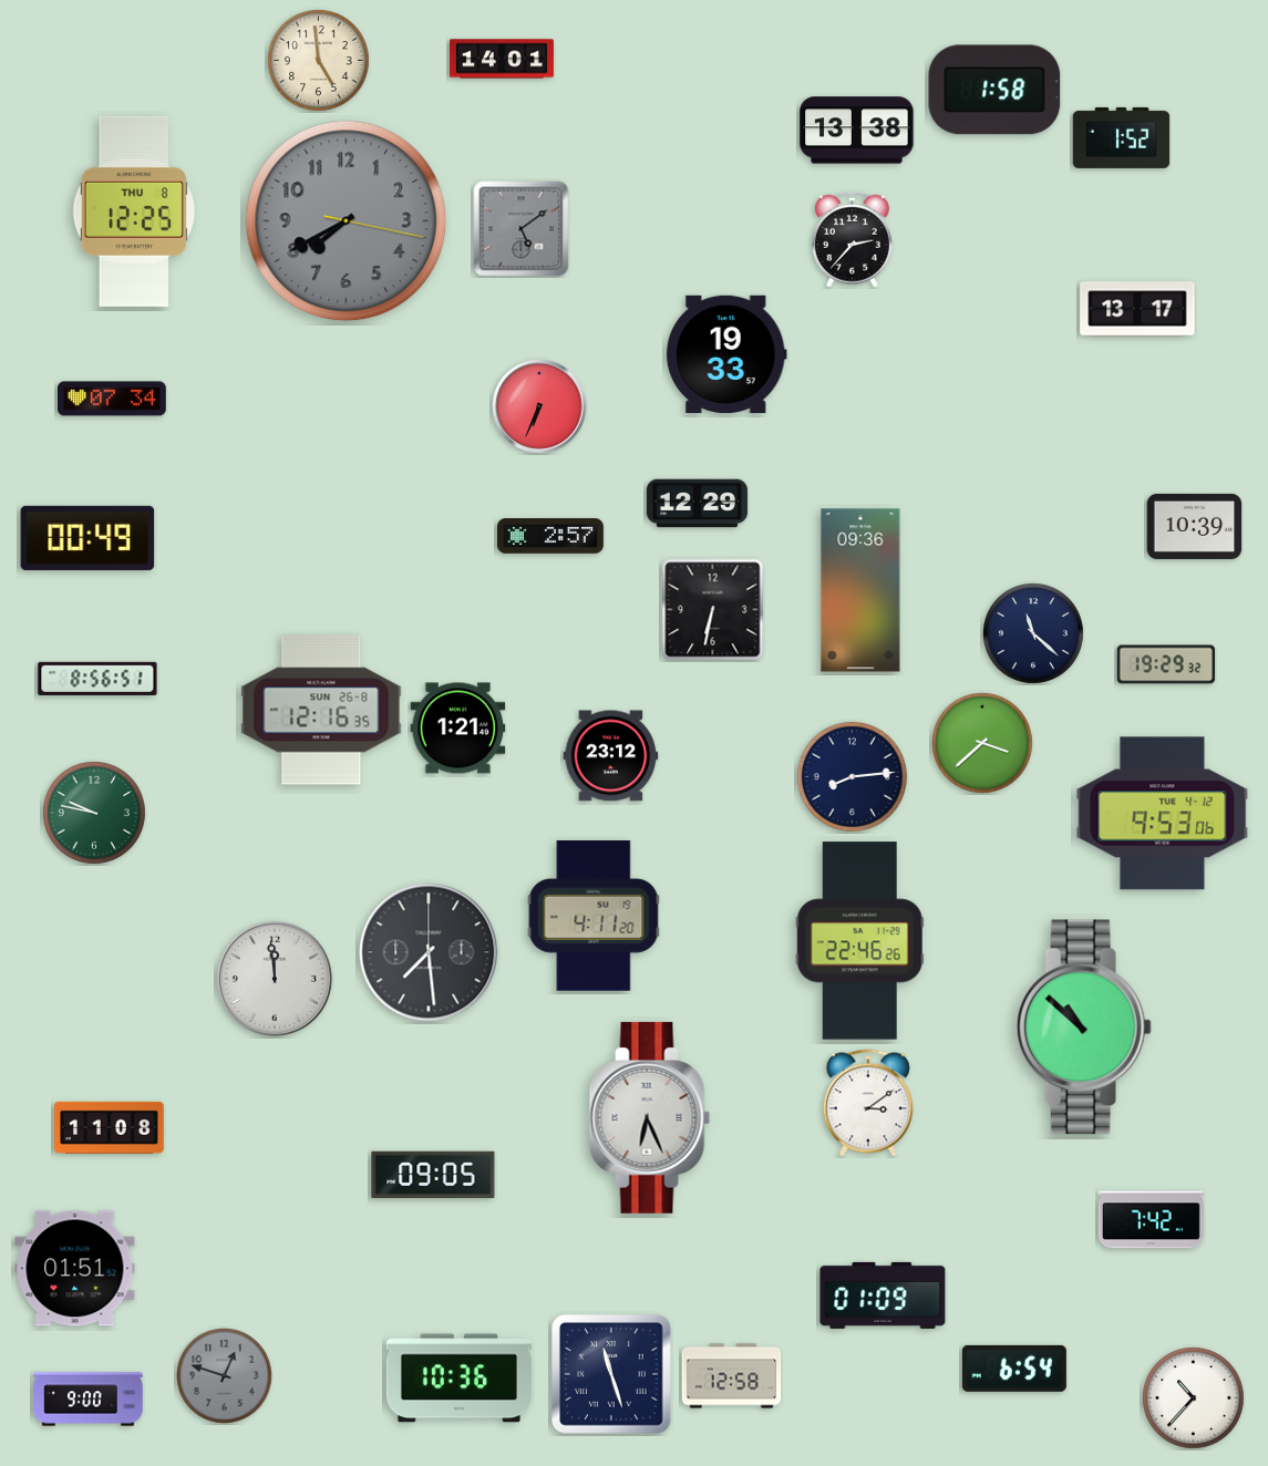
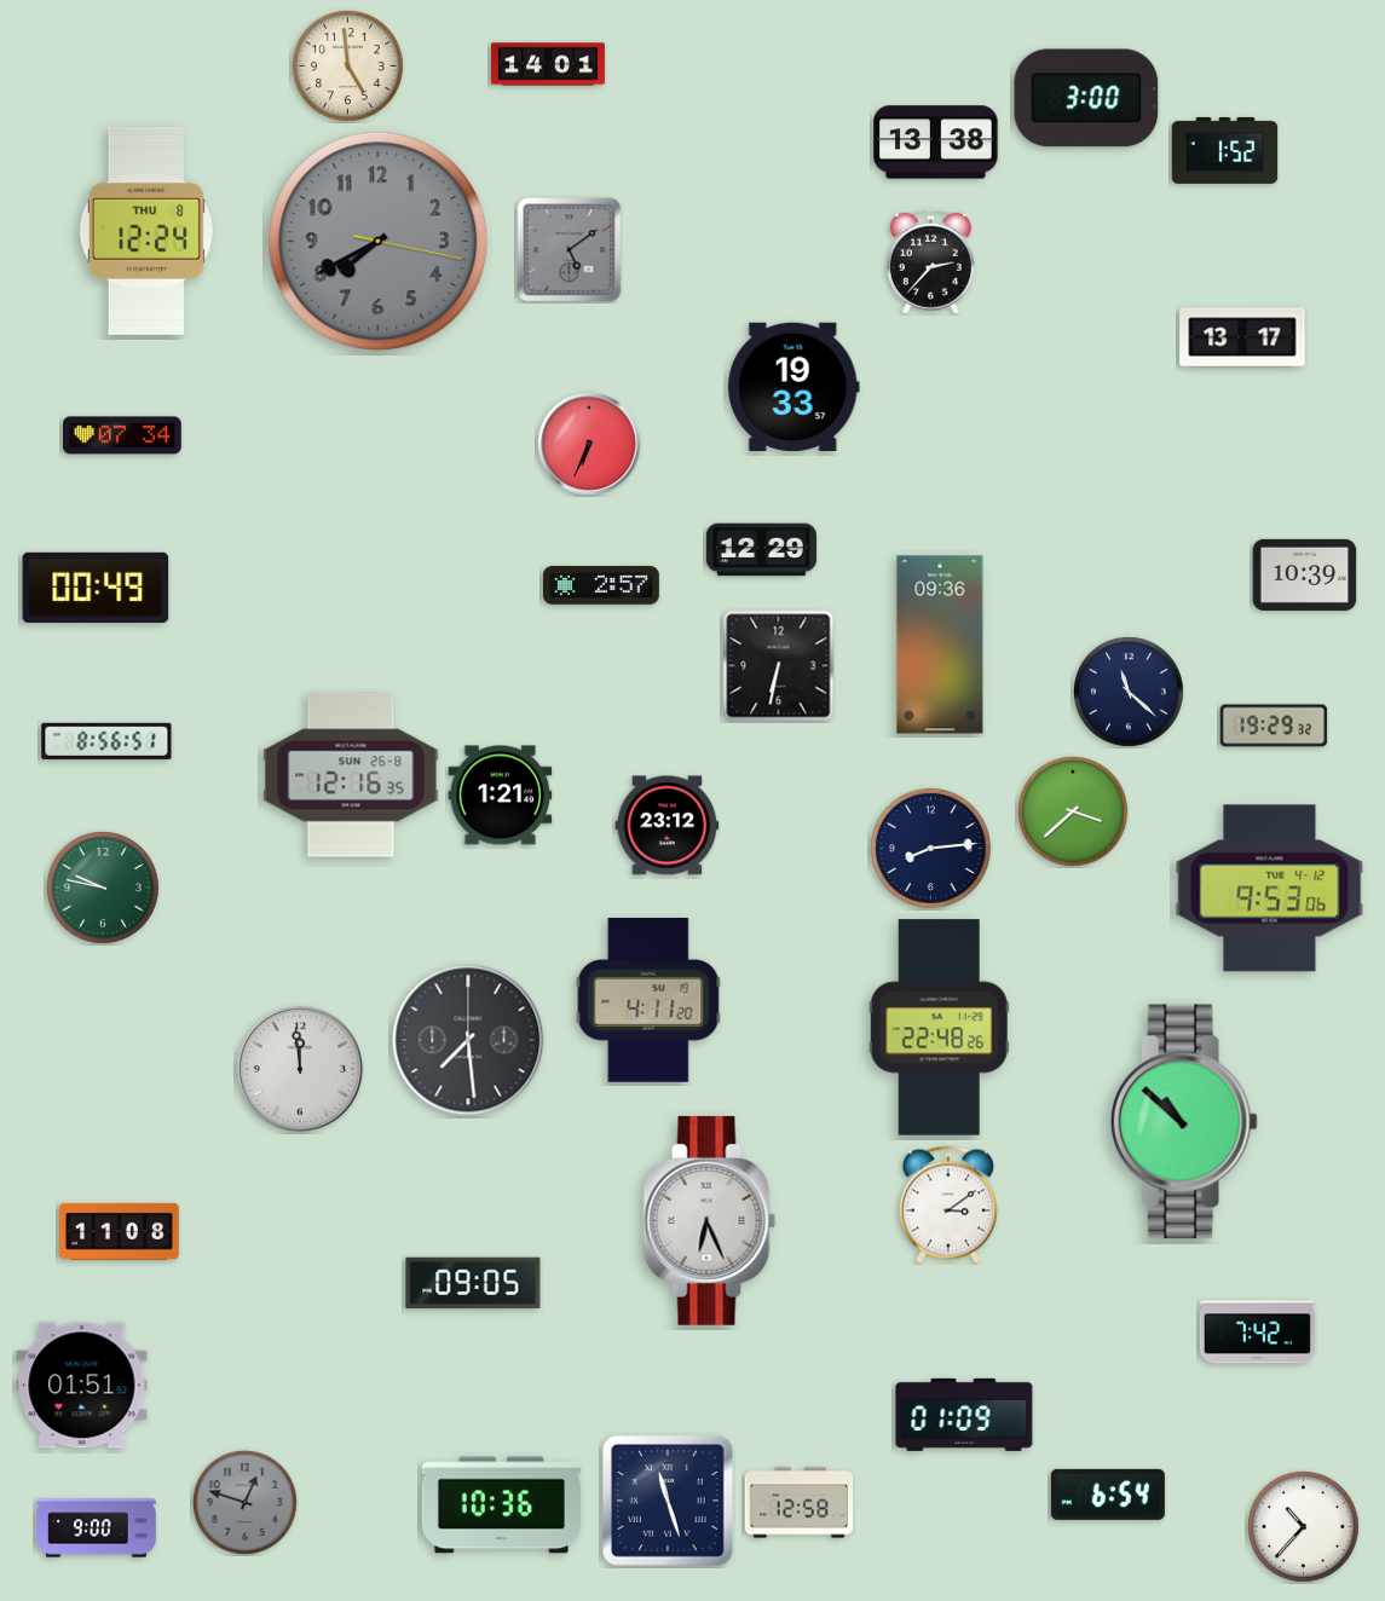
clock at (994, 90): 1:58 -> 3:00
clock at (134, 211): 12:25 -> 12:24
clock at (859, 941): 22:46 -> 22:48
